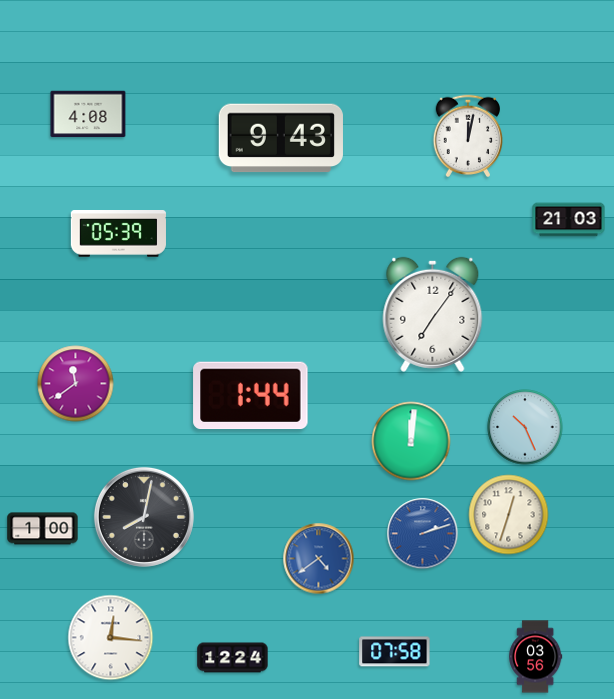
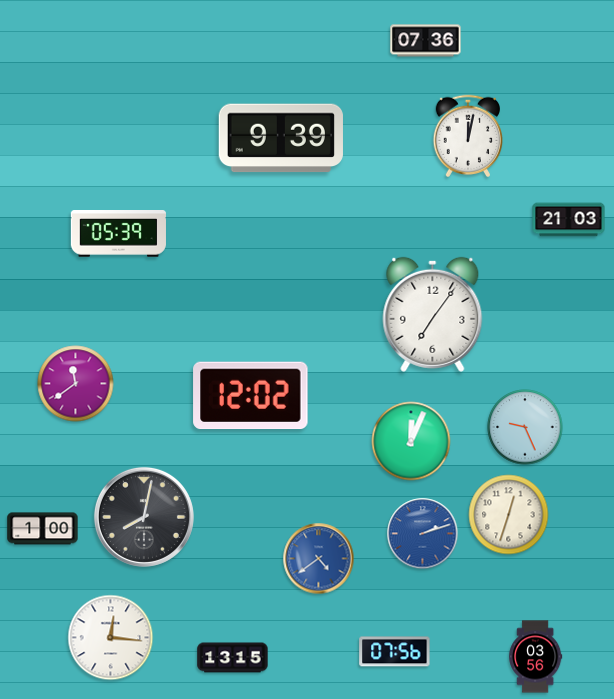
clock at (426, 41): none -> 07:36
clock at (88, 114): 4:08 -> none
clock at (281, 138): 9:43 -> 9:39
clock at (251, 396): 1:44 -> 12:02
clock at (525, 427): 10:26 -> 9:26
clock at (411, 441): 12:01 -> 12:04
clock at (395, 652): 07:58 -> 07:56
clock at (233, 658): 12:24 -> 13:15
